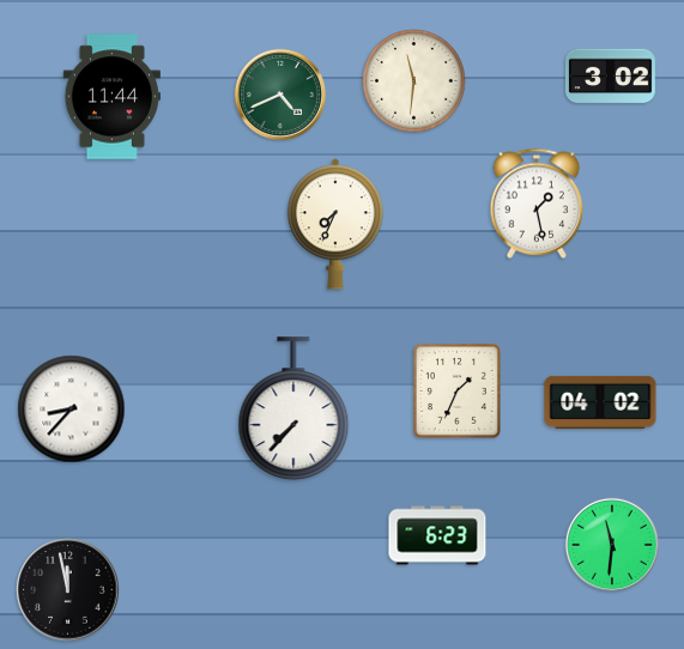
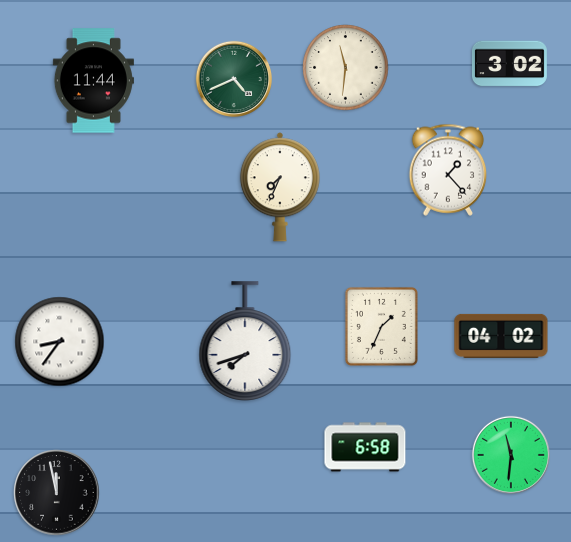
clock at (537, 204): 1:28 -> 1:23
clock at (293, 408): 7:37 -> 7:42
clock at (72, 410): 8:37 -> 8:36
clock at (437, 535): 6:23 -> 6:58
